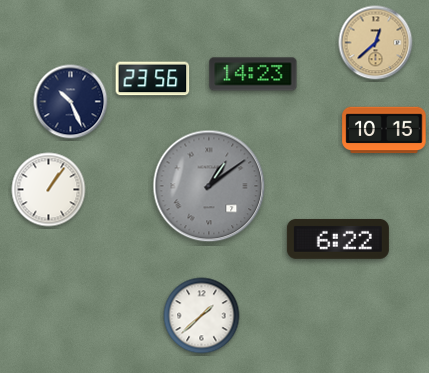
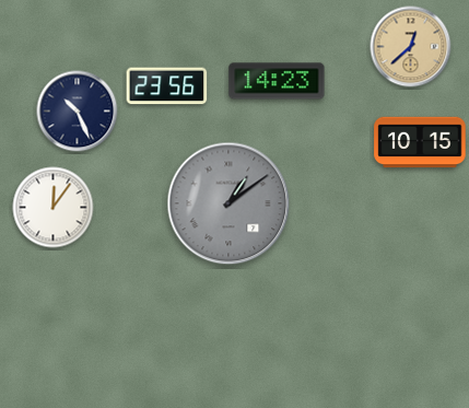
clock at (49, 190): 1:06 -> 12:06
clock at (338, 239): 6:22 -> none
clock at (202, 316): 1:38 -> none
